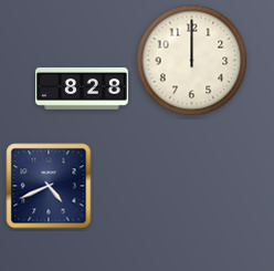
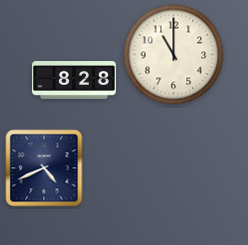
clock at (192, 61): 12:00 -> 11:00
